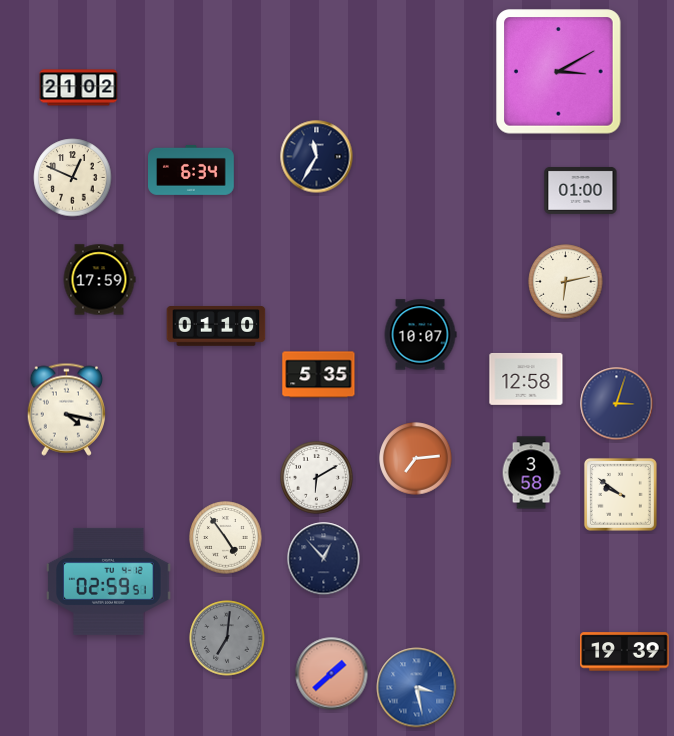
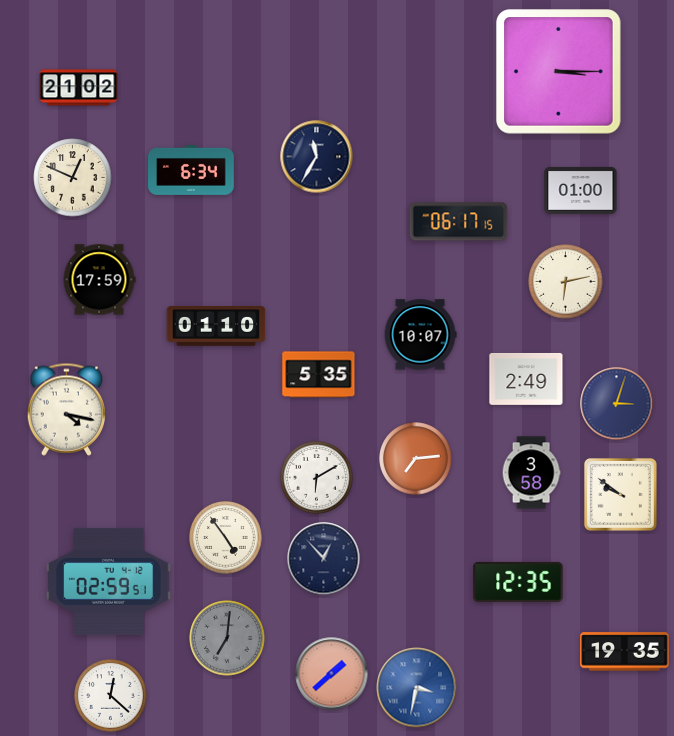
clock at (559, 72): 3:10 -> 3:15
clock at (459, 222): none -> 06:17
clock at (526, 379): 12:58 -> 2:49
clock at (518, 582): none -> 12:35
clock at (625, 652): 19:39 -> 19:35
clock at (417, 688): 3:28 -> 3:32
clock at (111, 696): none -> 12:22
